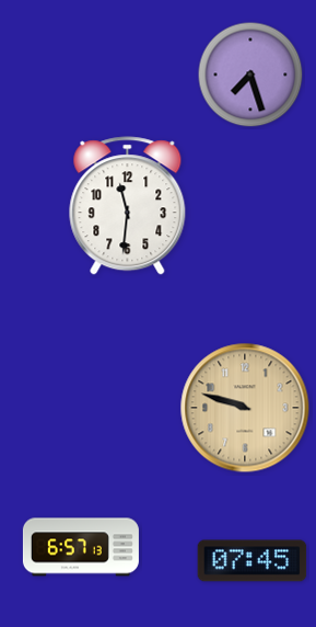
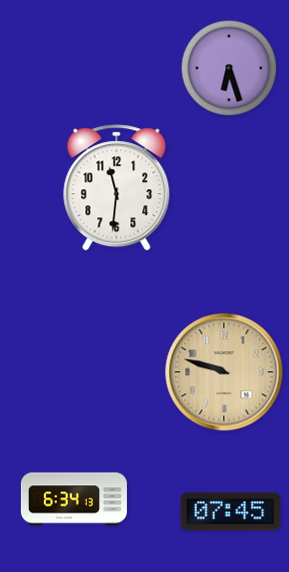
clock at (250, 75): 7:27 -> 6:27
clock at (81, 547): 6:57 -> 6:34
